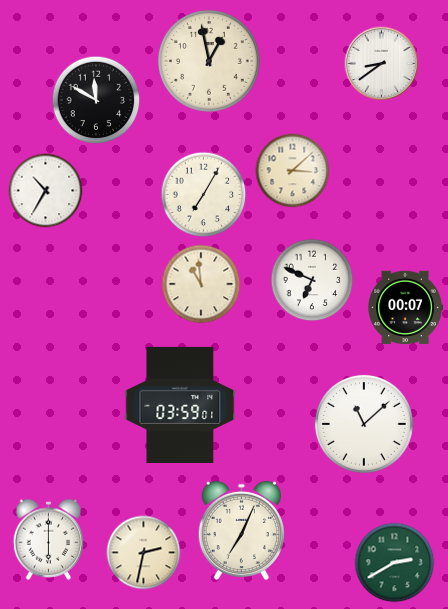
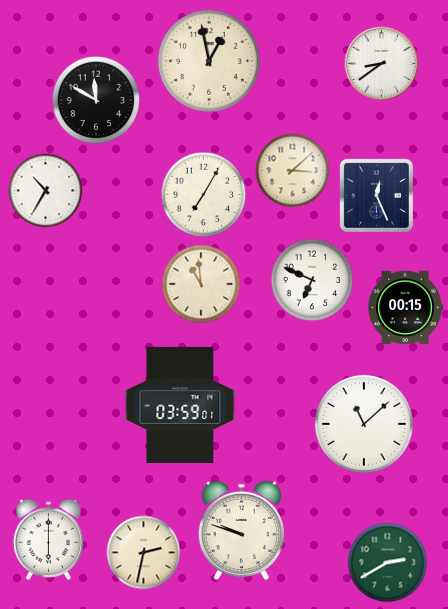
clock at (376, 195): none -> 12:26
clock at (405, 308): 00:07 -> 00:15
clock at (241, 531): 7:04 -> 9:48
clock at (395, 563) position: (395, 563) -> (388, 563)
